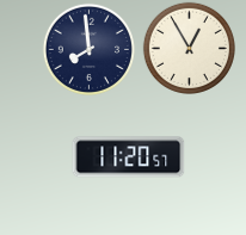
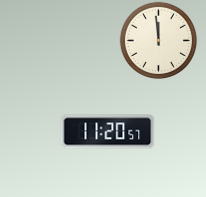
clock at (189, 48): 12:55 -> 11:59
clock at (88, 49): 7:59 -> none
